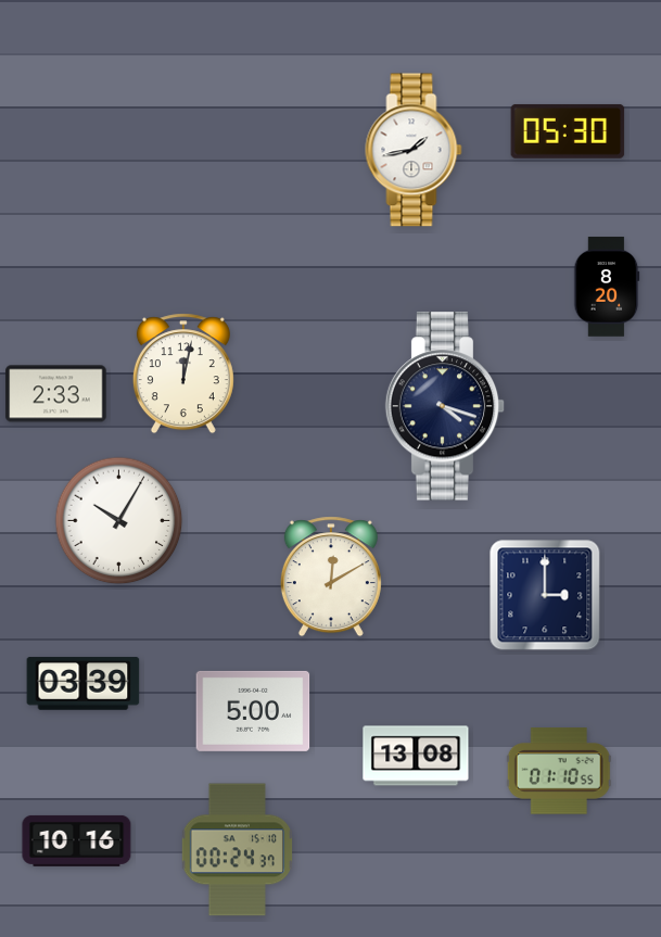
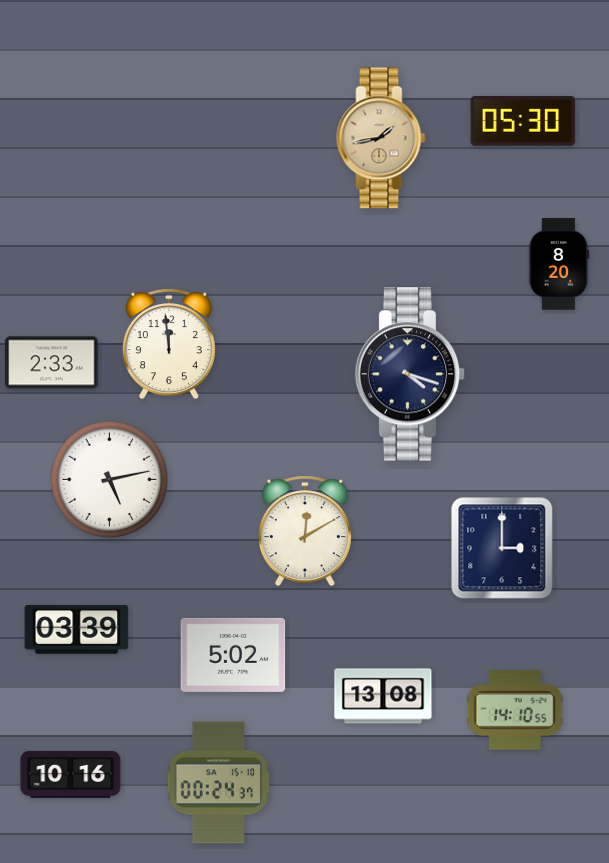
clock at (414, 150) dial: white -> champagne
clock at (183, 373): 12:02 -> 11:59
clock at (119, 521): 10:05 -> 5:13
clock at (253, 711): 5:00 -> 5:02
clock at (559, 771): 01:10 -> 14:10
